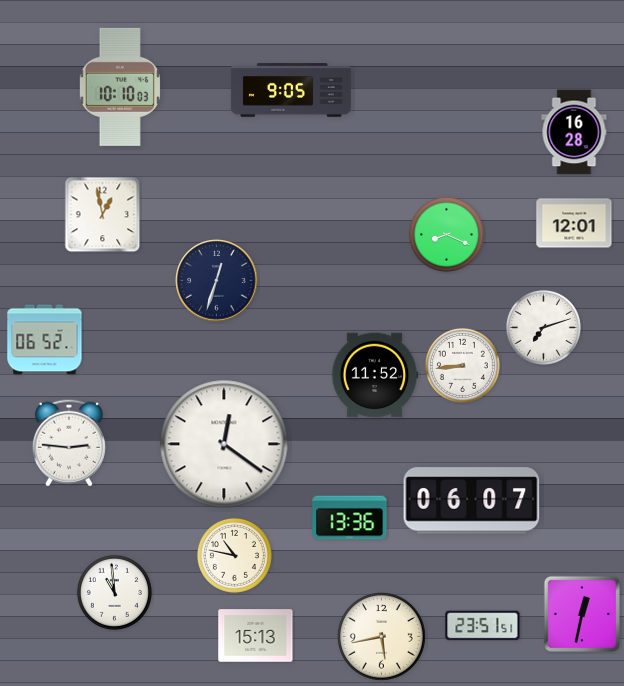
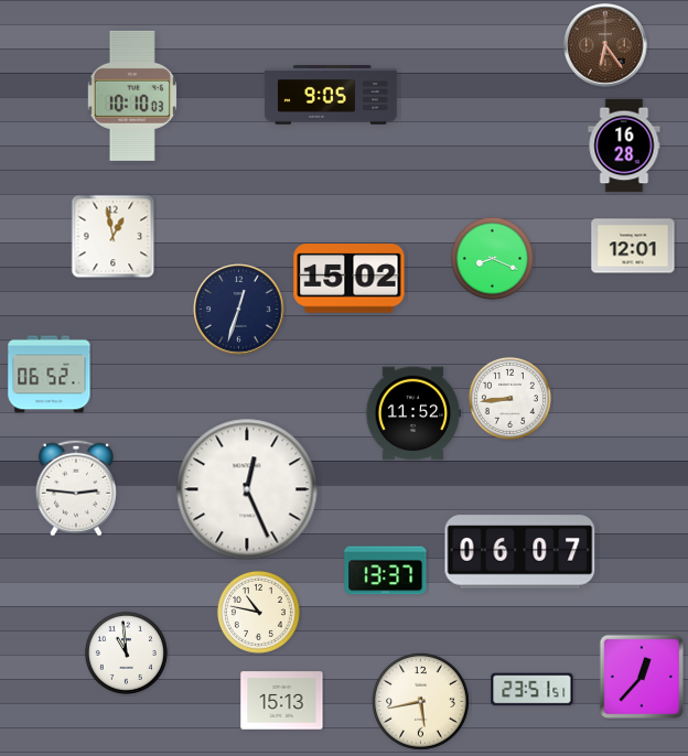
clock at (605, 45): none -> 6:24
clock at (291, 90) position: (291, 90) -> (331, 95)
clock at (574, 132) position: (574, 132) -> (624, 145)
clock at (350, 279): none -> 15:02
clock at (543, 327): 7:12 -> none
clock at (462, 365) position: (462, 365) -> (509, 398)
clock at (224, 444): 12:21 -> 12:26
clock at (350, 518): 13:36 -> 13:37
clock at (582, 614): 12:32 -> 12:37
